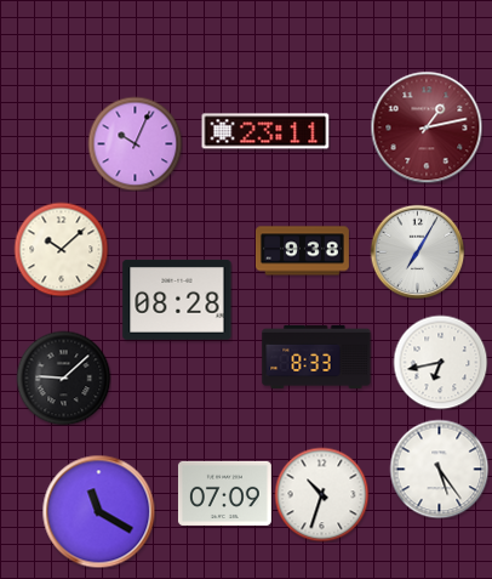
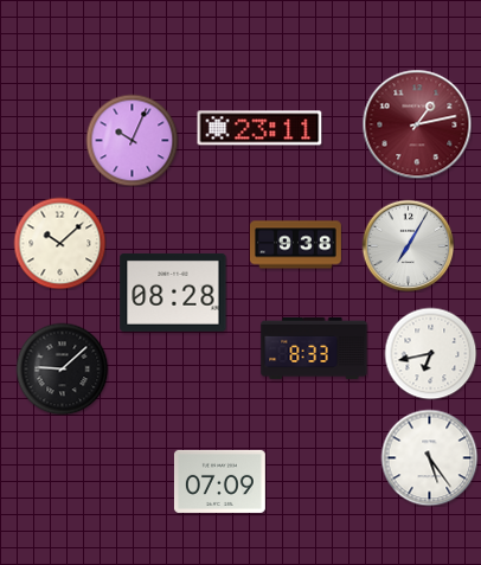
clock at (316, 357) position: (316, 357) -> (314, 348)
clock at (321, 494): 10:33 -> none
clock at (98, 511): 11:20 -> none
